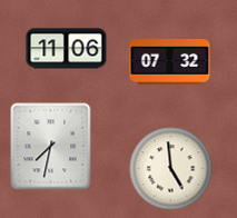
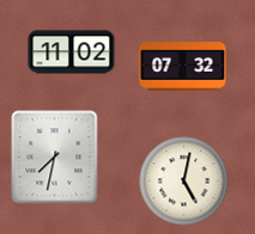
clock at (67, 49): 11:06 -> 11:02
clock at (171, 169): 4:59 -> 5:02
